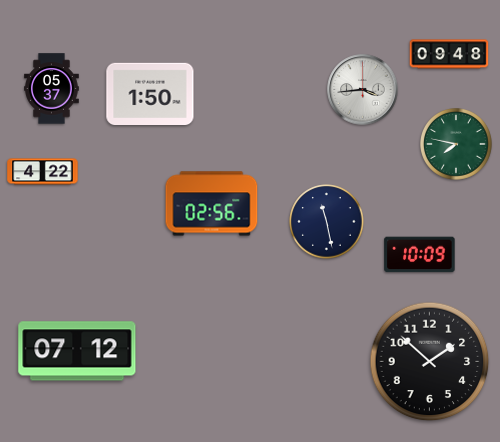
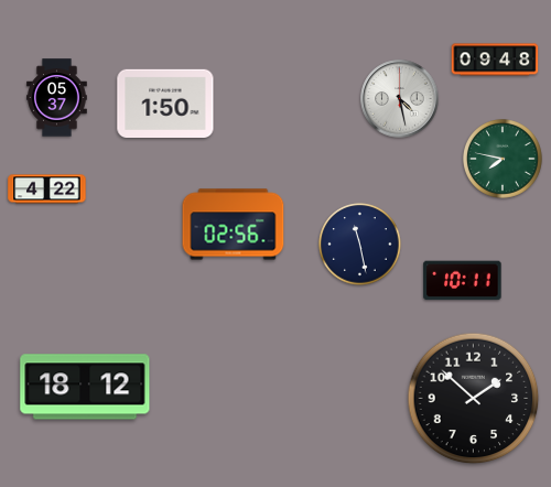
clock at (363, 90): 3:44 -> 4:28
clock at (420, 255): 10:09 -> 10:11
clock at (77, 351): 07:12 -> 18:12
